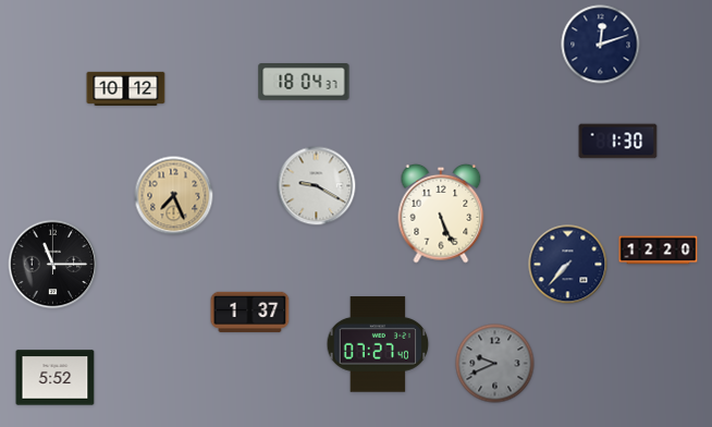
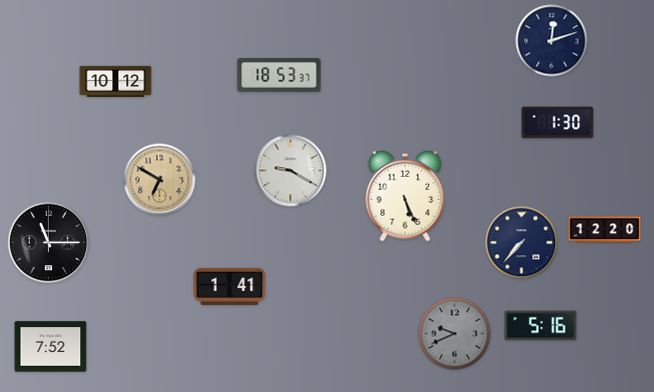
clock at (304, 83): 18:04 -> 18:53
clock at (618, 142) position: (618, 142) -> (558, 123)
clock at (174, 196): 7:26 -> 6:50
clock at (250, 312): 1:37 -> 1:41
clock at (378, 344): 07:27 -> none
clock at (541, 326): none -> 5:16
clock at (56, 378): 5:52 -> 7:52
